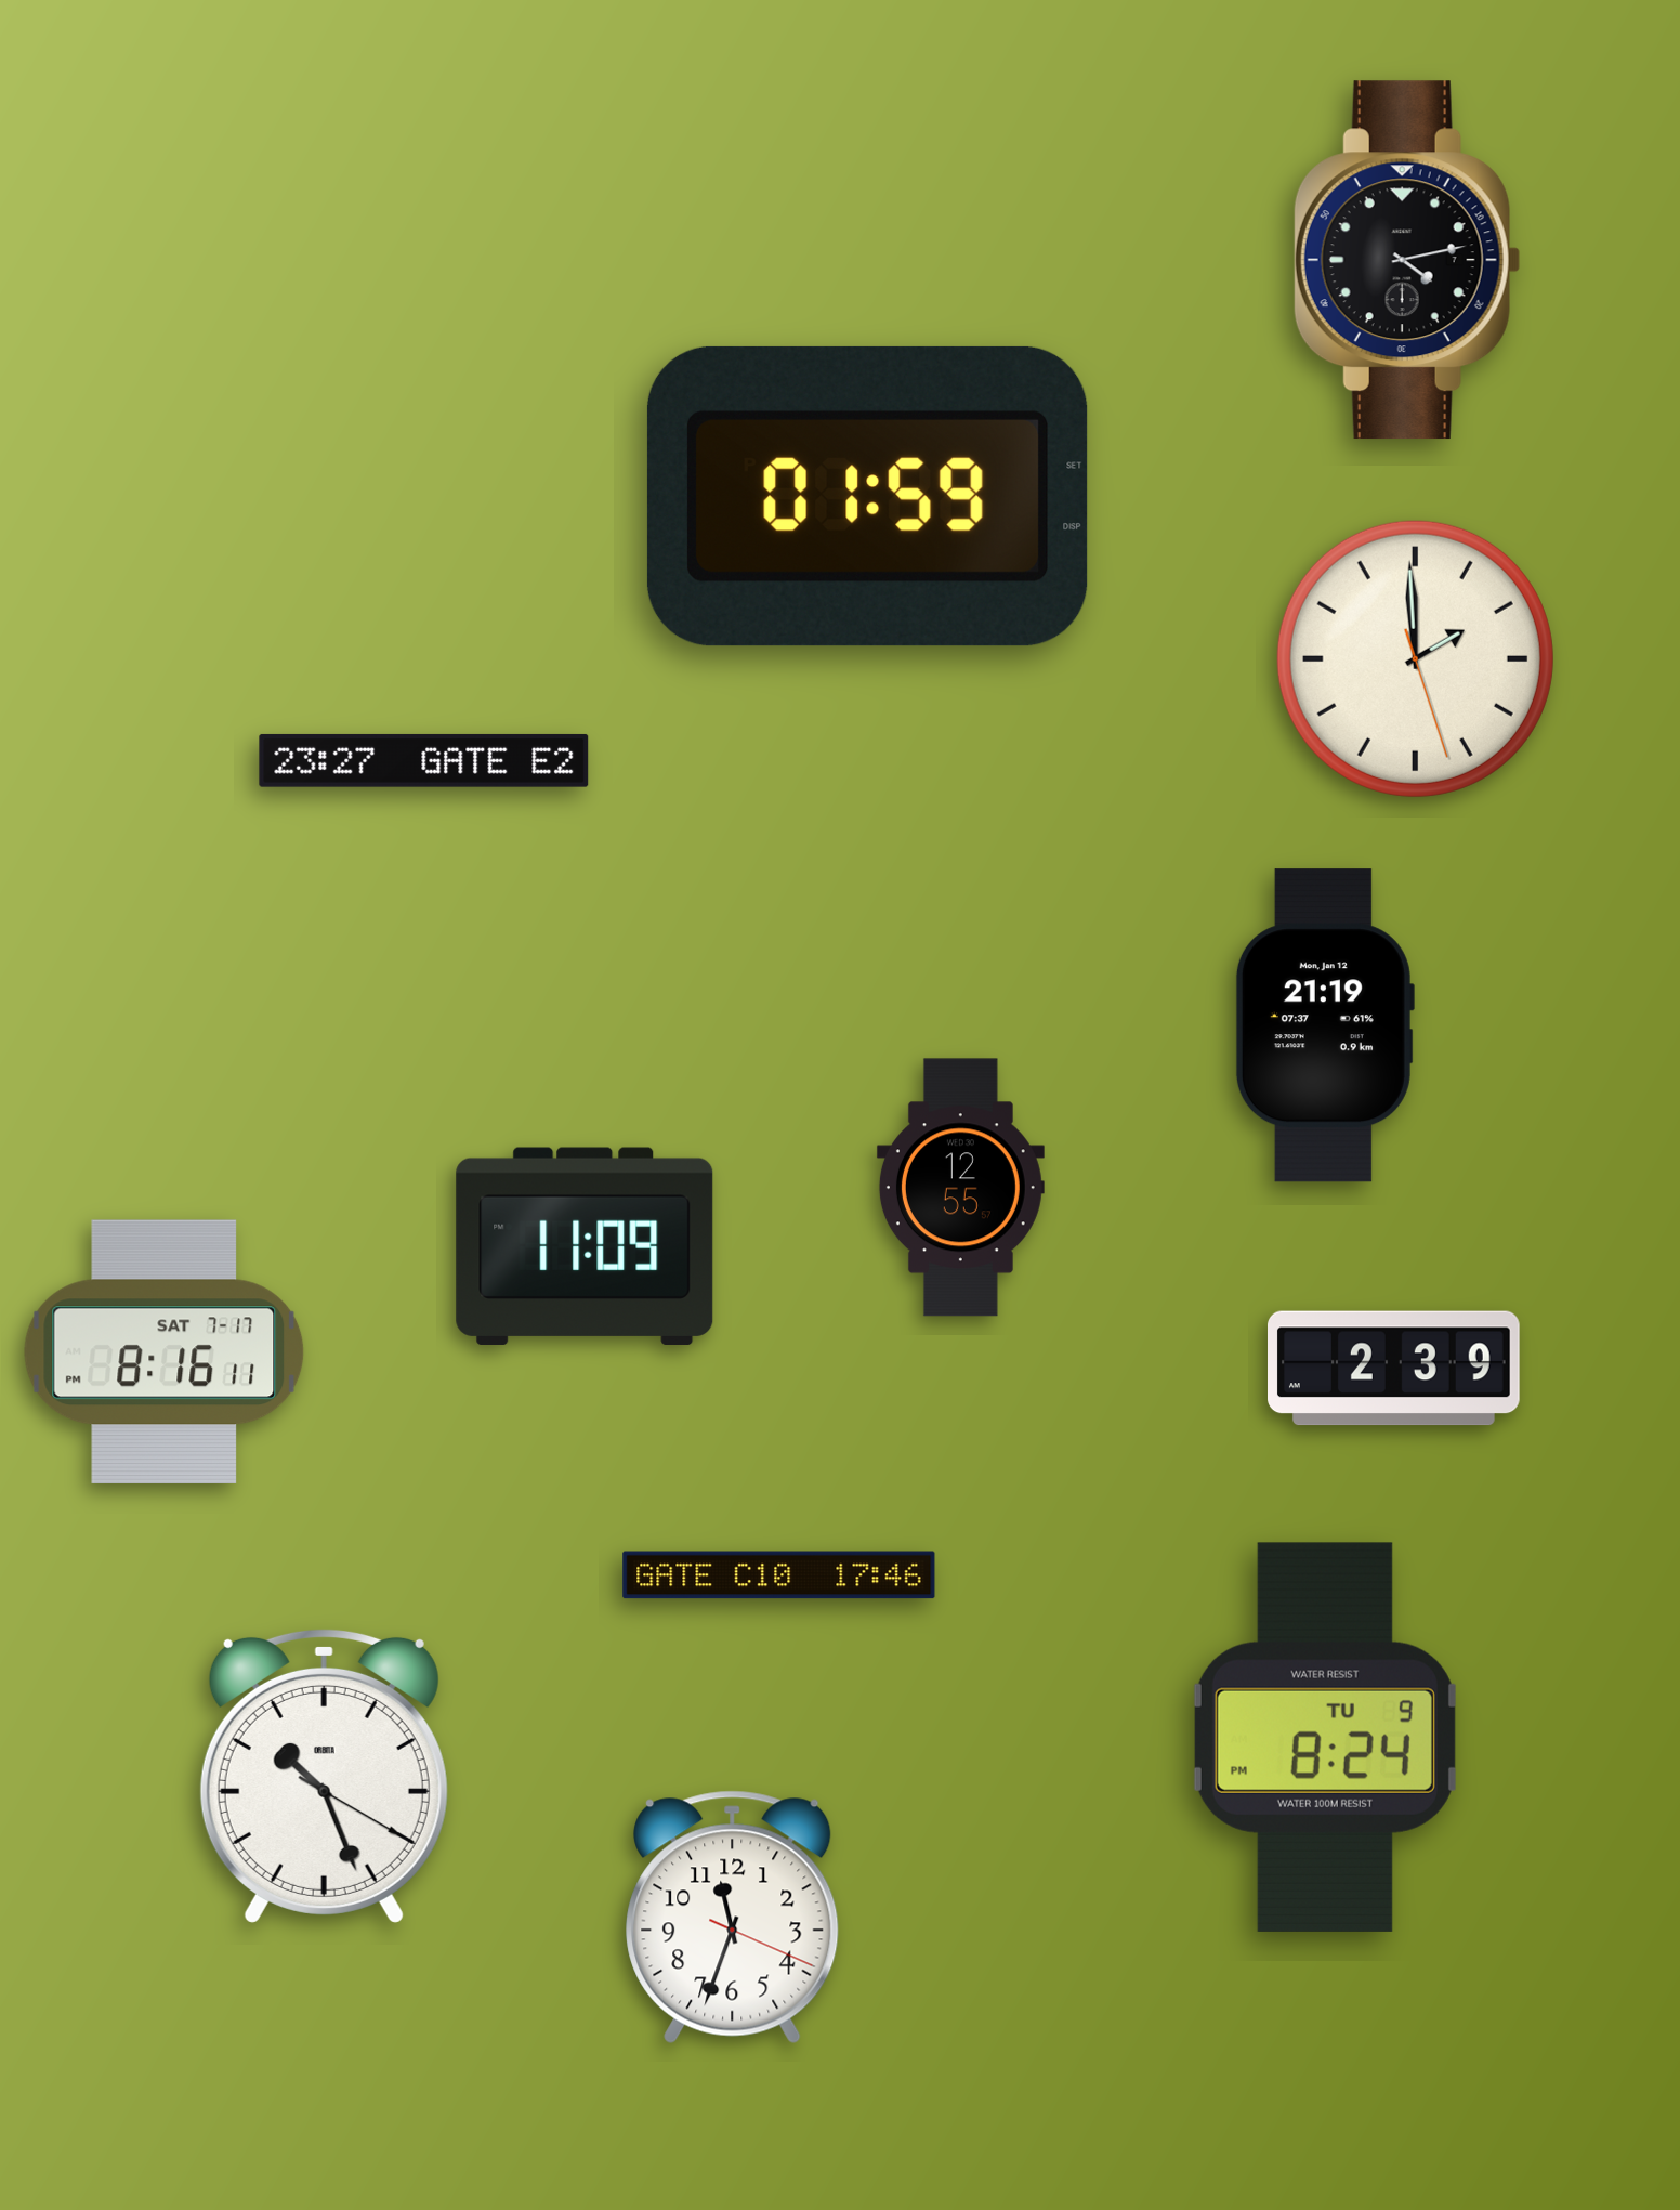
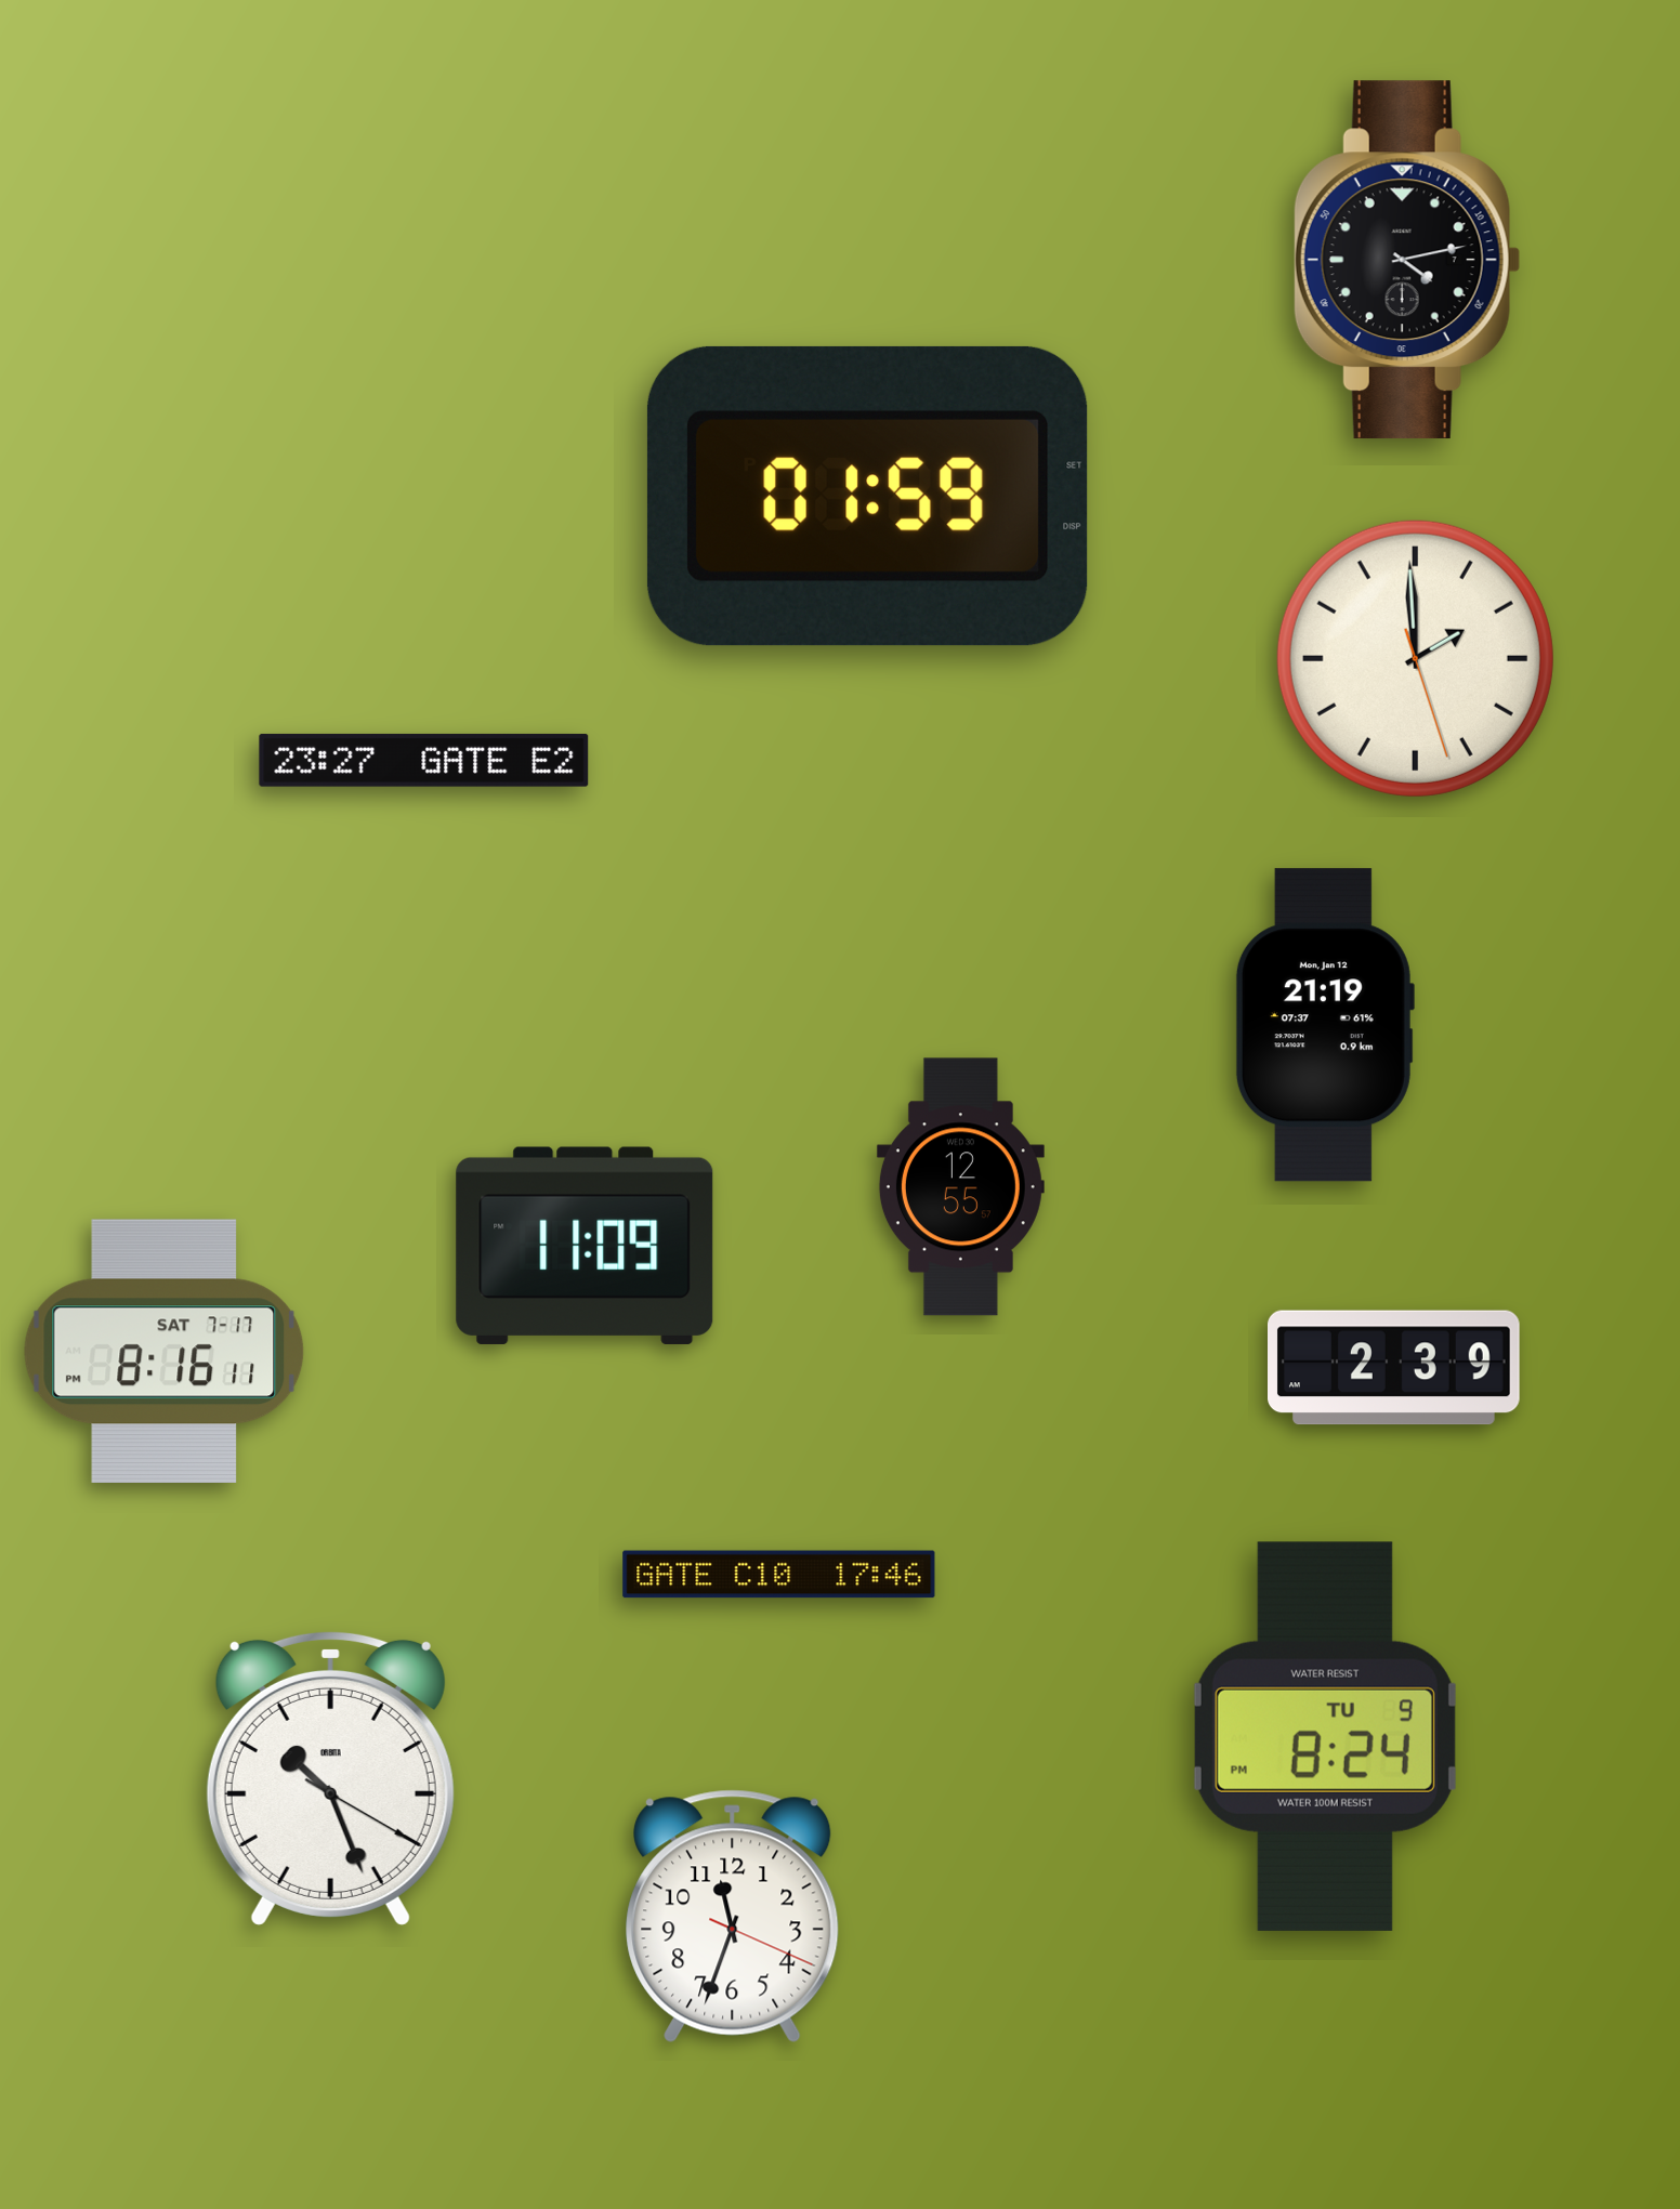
clock at (324, 1776) position: (324, 1776) -> (330, 1778)
